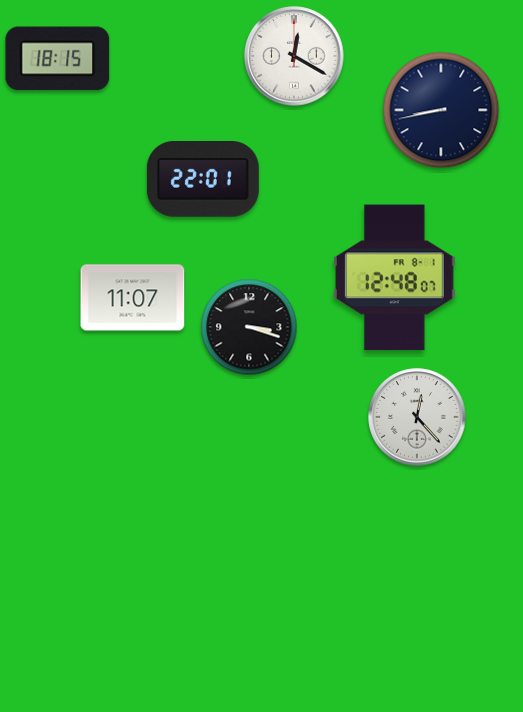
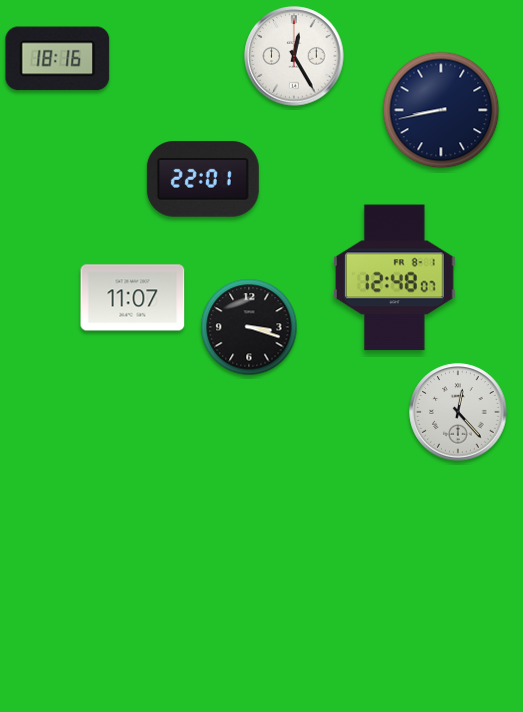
clock at (294, 56): 12:20 -> 12:25
clock at (58, 59): 18:15 -> 18:16
clock at (417, 417) position: (417, 417) -> (458, 412)
